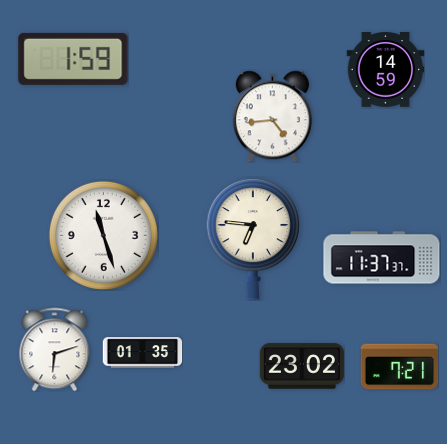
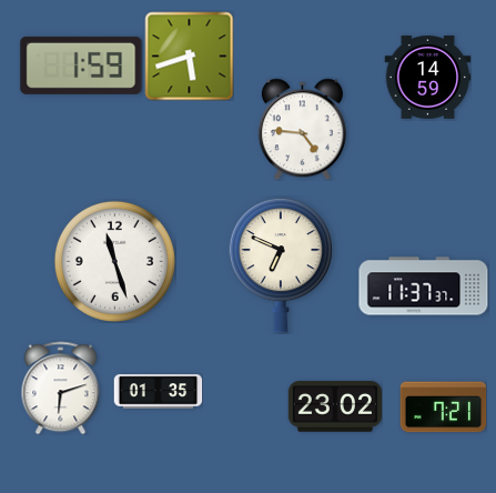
clock at (189, 56): none -> 5:42
clock at (272, 116): 4:44 -> 4:46
clock at (253, 239): 6:46 -> 6:49
